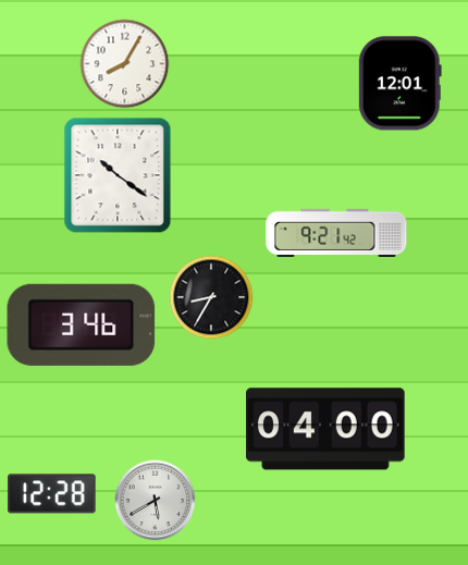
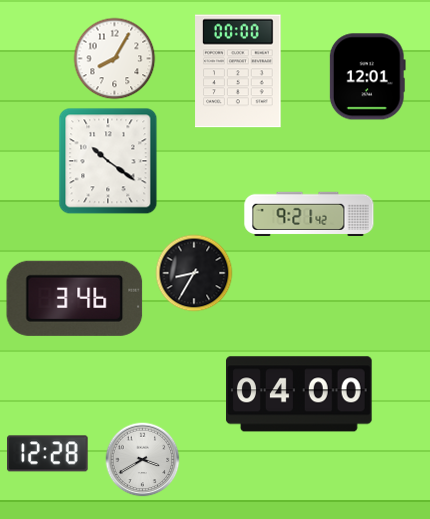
clock at (238, 71): none -> 00:00
clock at (156, 501): 5:40 -> 3:40
